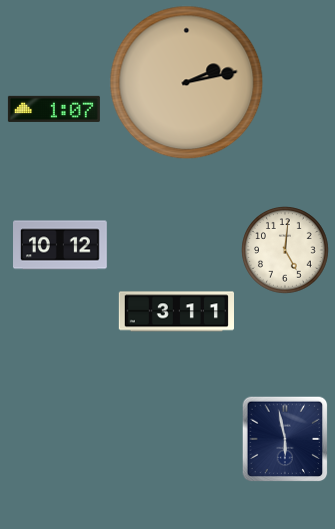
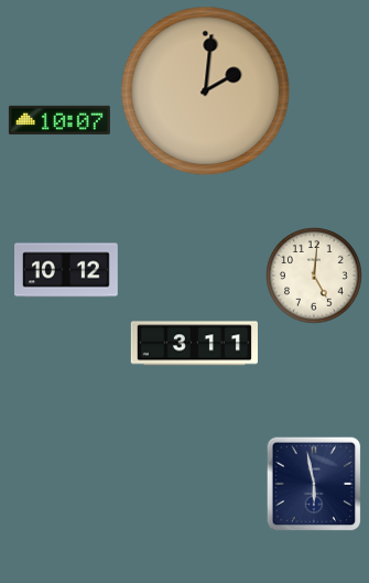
clock at (187, 83): 2:13 -> 2:01
clock at (54, 109): 1:07 -> 10:07
